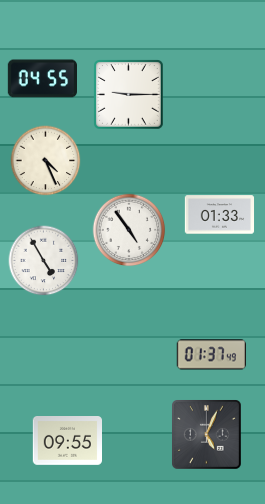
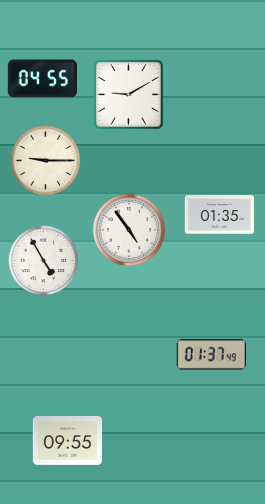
clock at (129, 95): 9:15 -> 9:10
clock at (46, 161): 4:26 -> 9:15
clock at (220, 215): 01:33 -> 01:35
clock at (207, 435): 5:04 -> none
